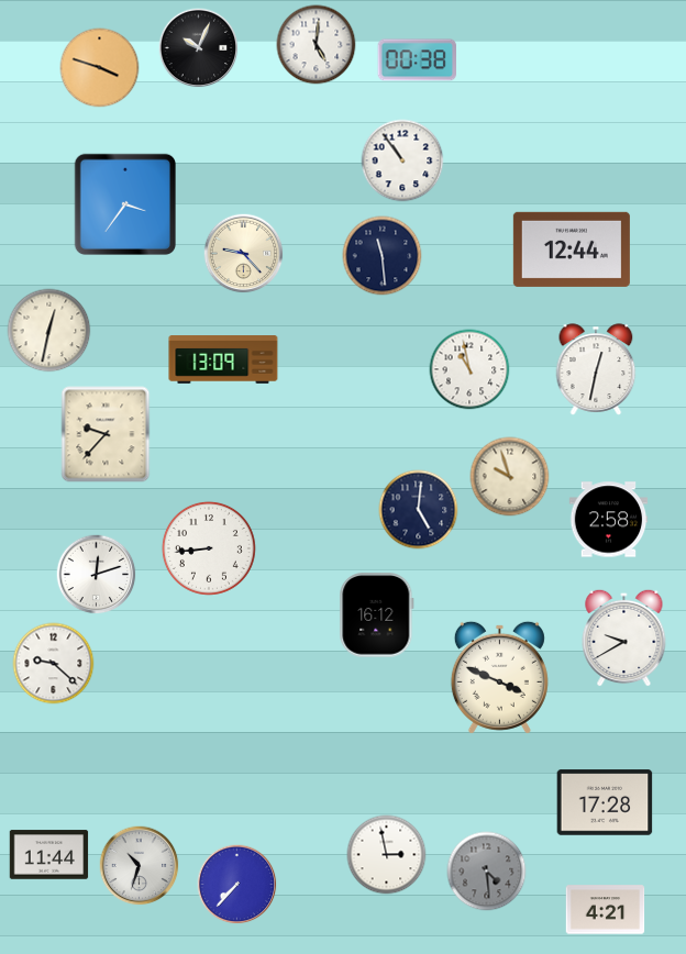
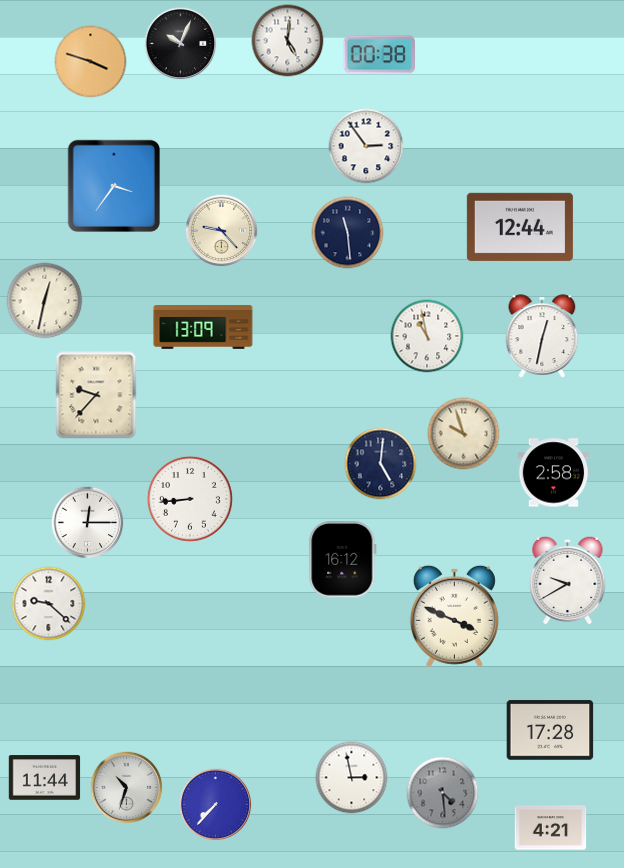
clock at (402, 160): 10:54 -> 2:54
clock at (97, 575): 12:12 -> 12:15
